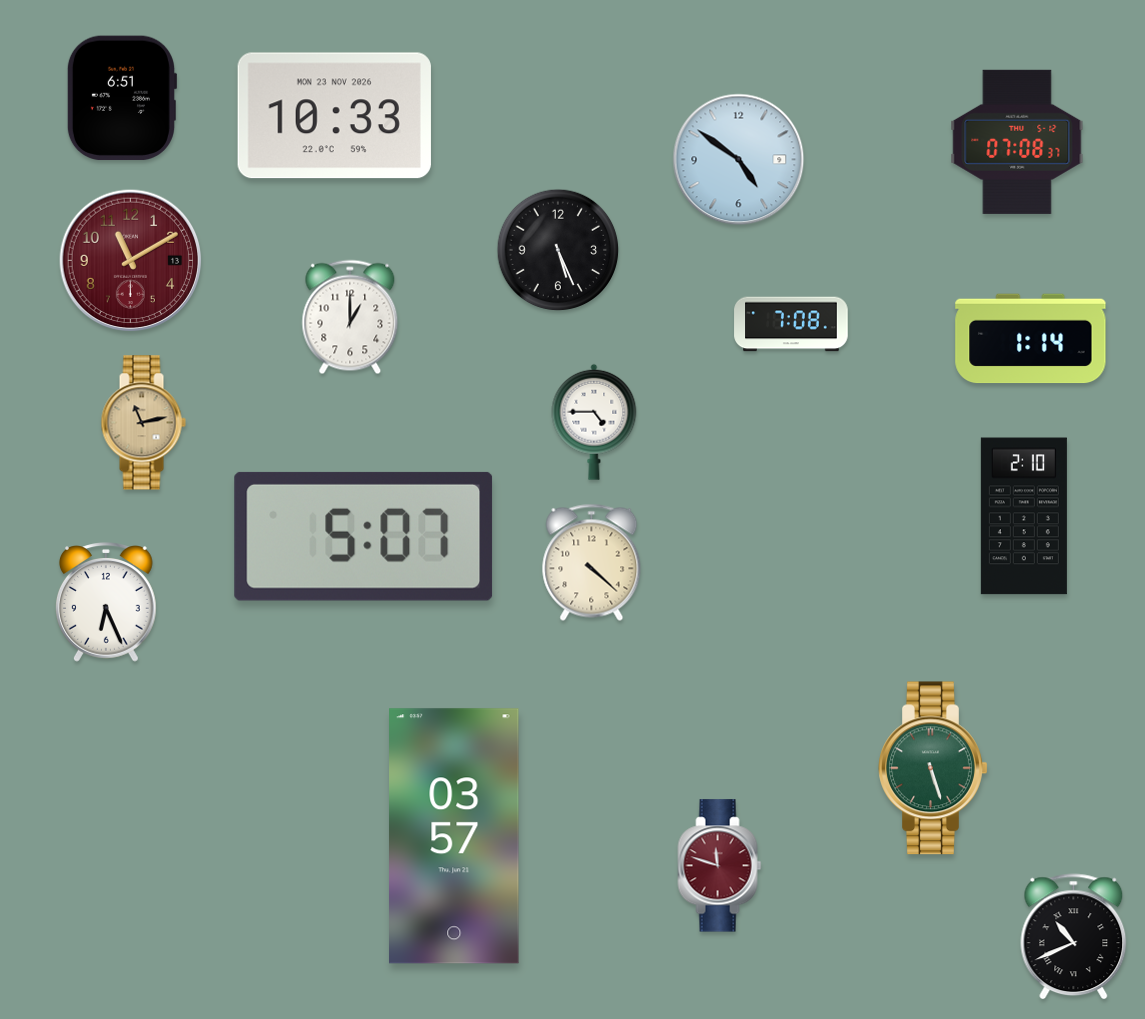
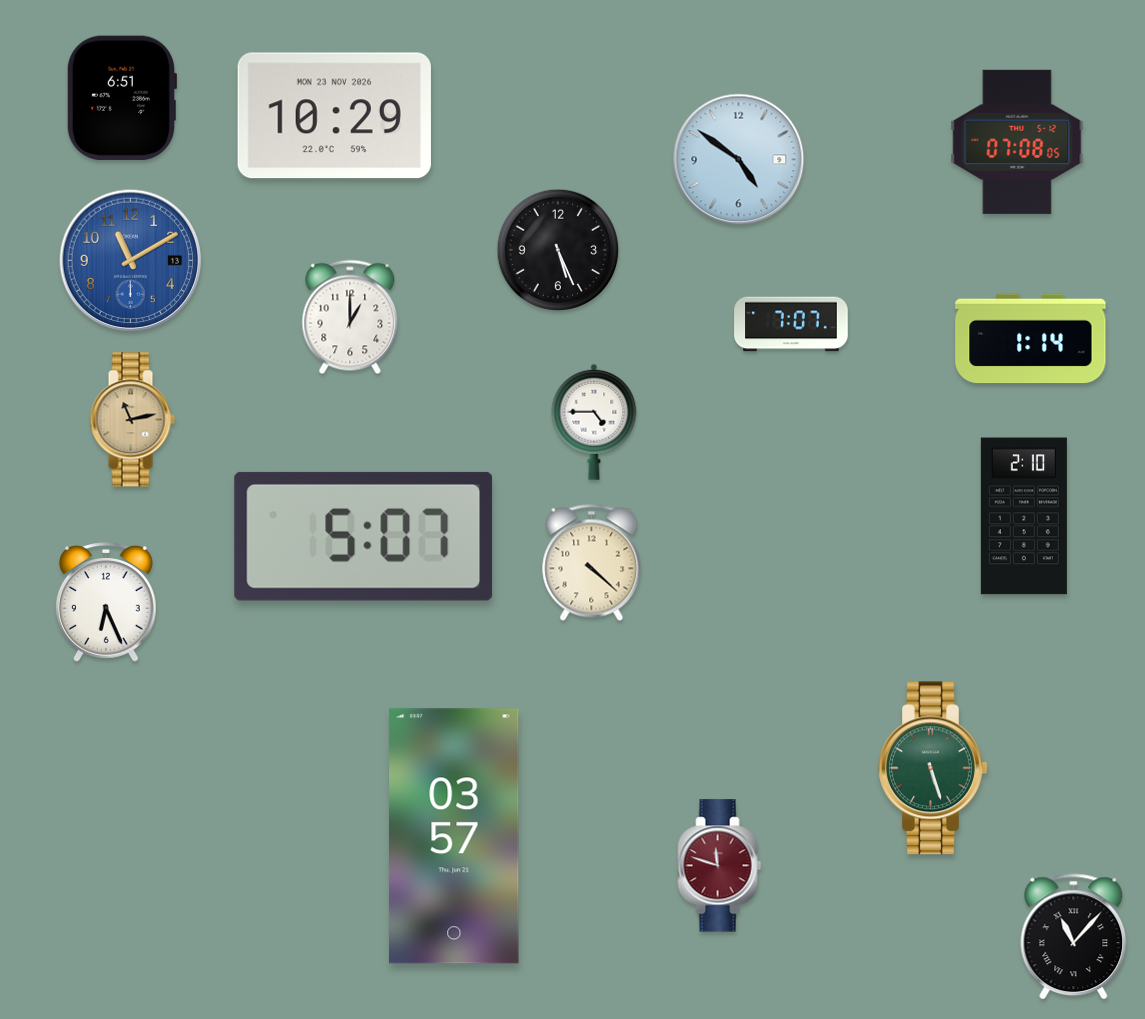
clock at (334, 116): 10:33 -> 10:29
clock at (1017, 142): 07:08:37 -> 07:08:05
clock at (131, 261) dial: burgundy -> blue
clock at (791, 324): 7:08 -> 7:07
clock at (143, 423) position: (143, 423) -> (132, 420)
clock at (1074, 937): 10:41 -> 11:07
